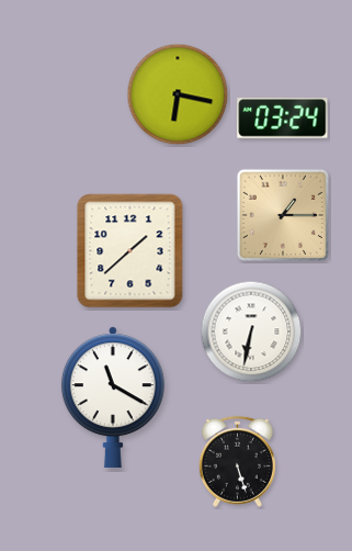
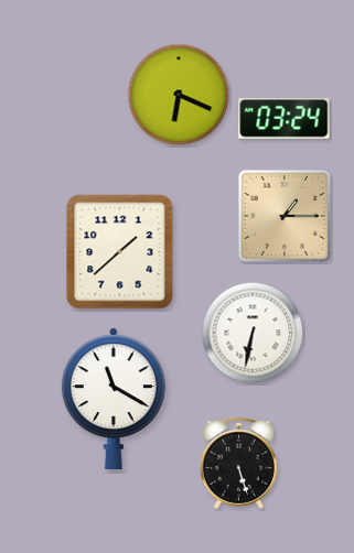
clock at (178, 94): 6:17 -> 6:19
clock at (130, 251) position: (130, 251) -> (120, 252)
